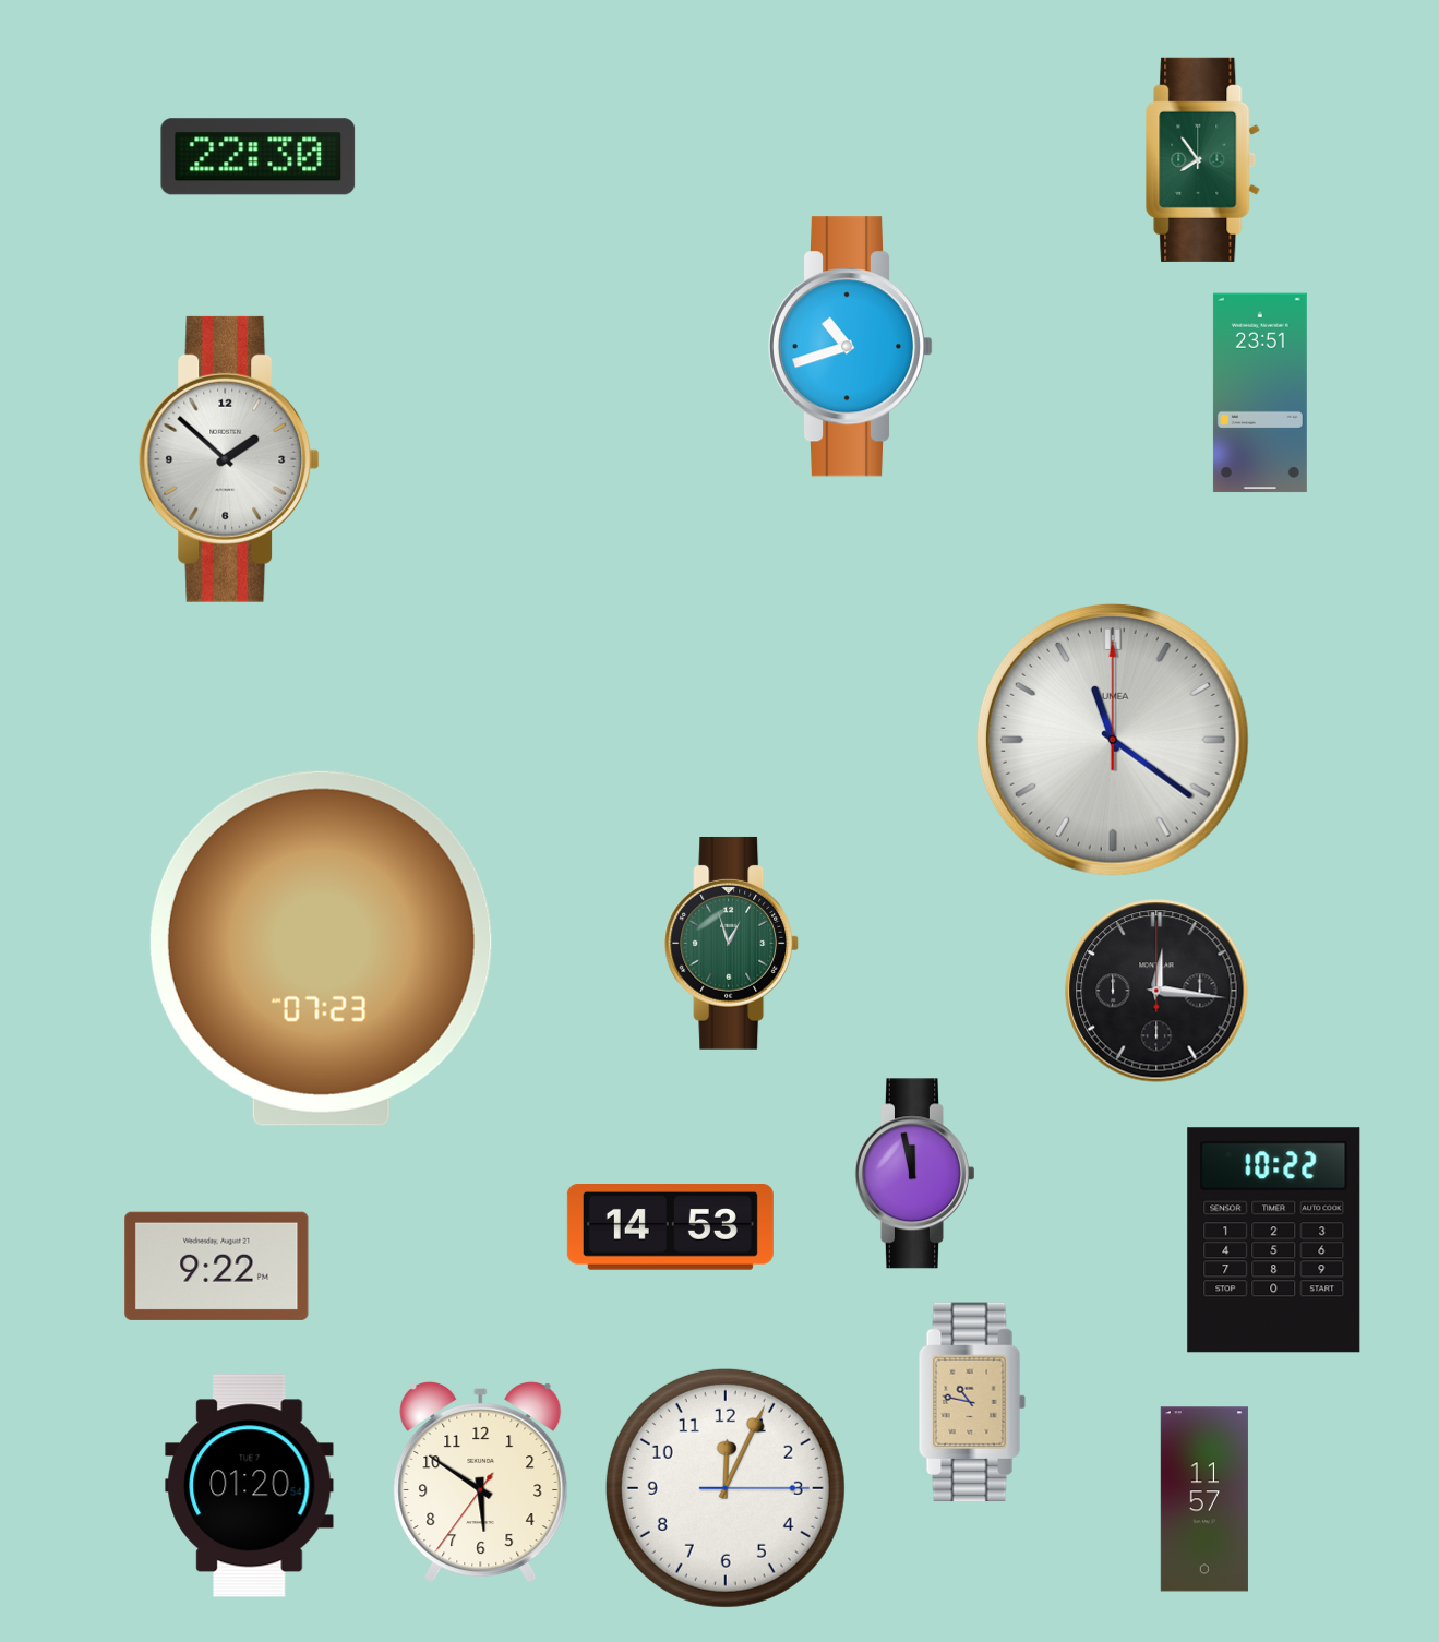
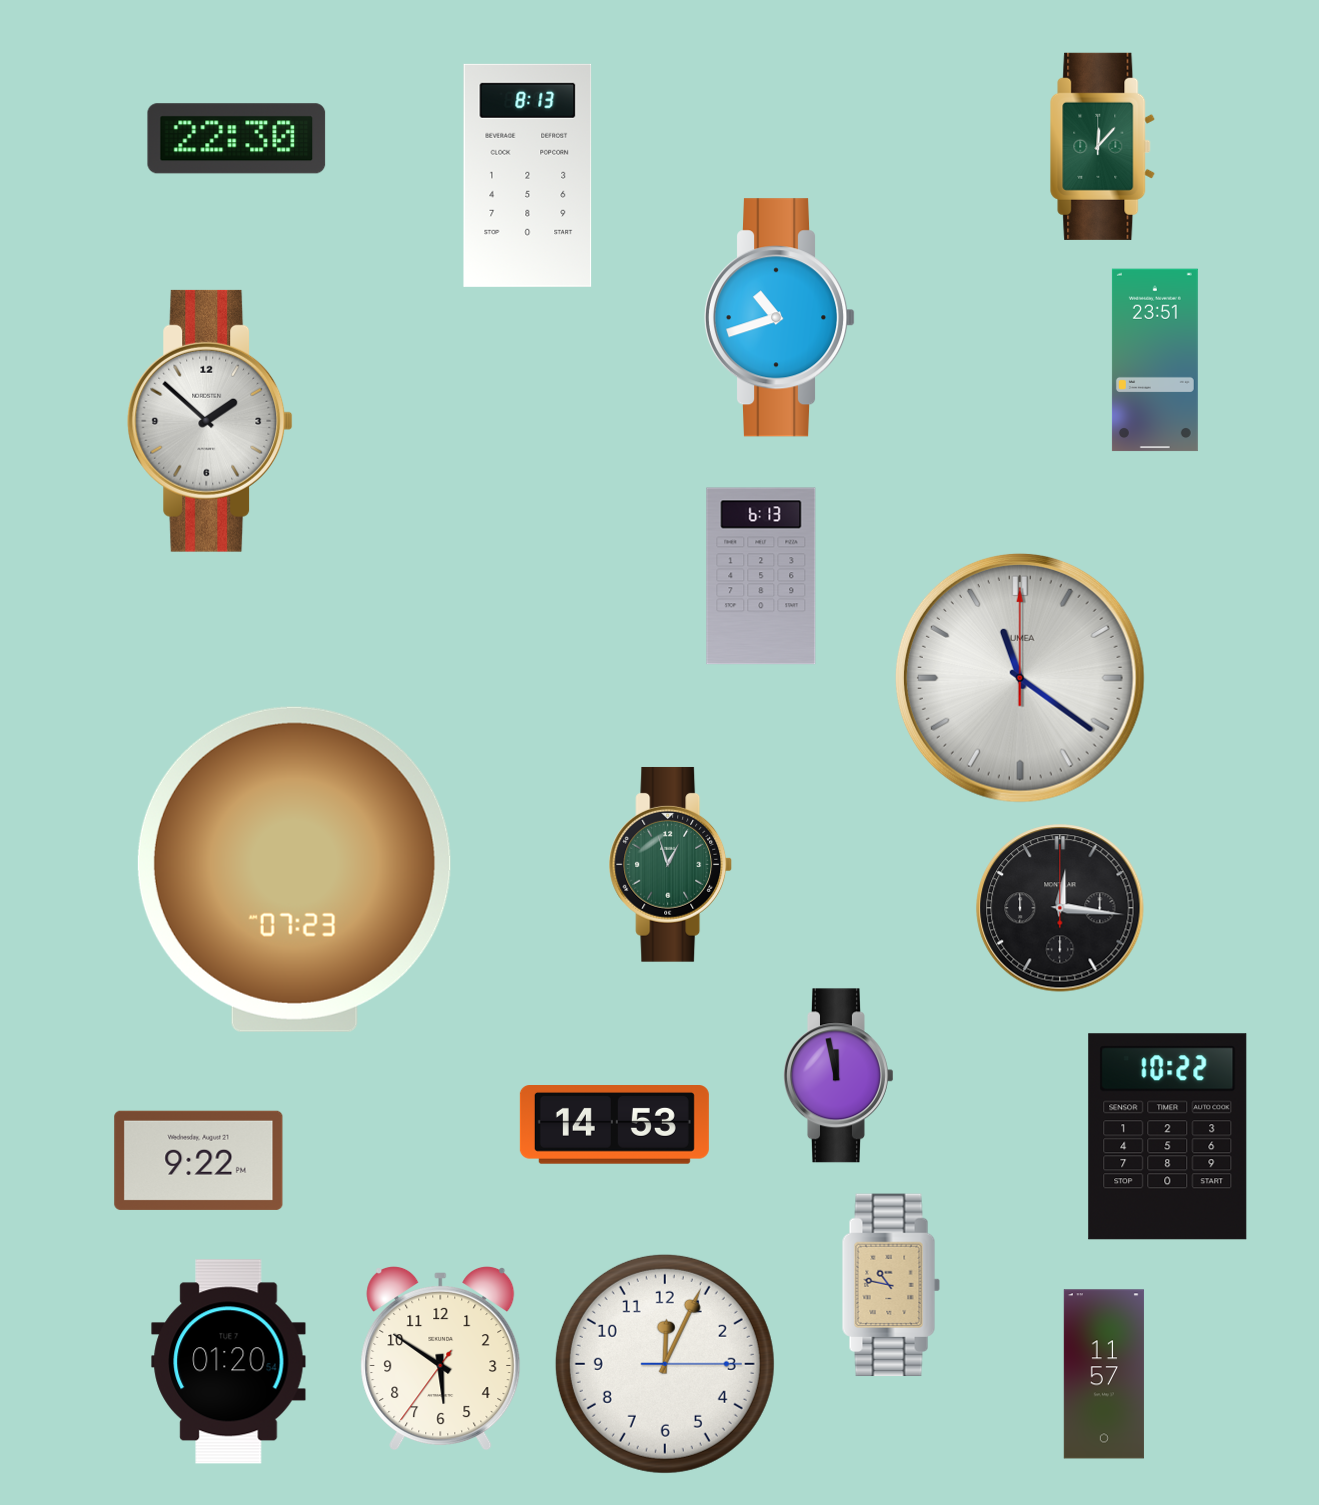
clock at (259, 157) position: (259, 157) -> (237, 139)
clock at (1203, 159): 7:54 -> 12:07
clock at (528, 175): none -> 8:13
clock at (761, 576): none -> 6:13
